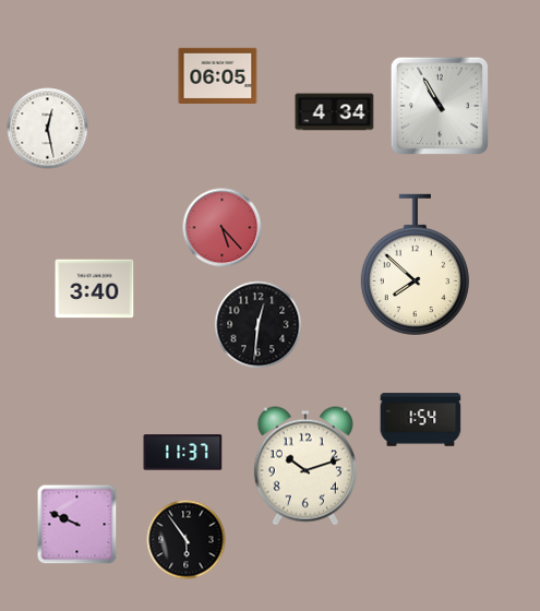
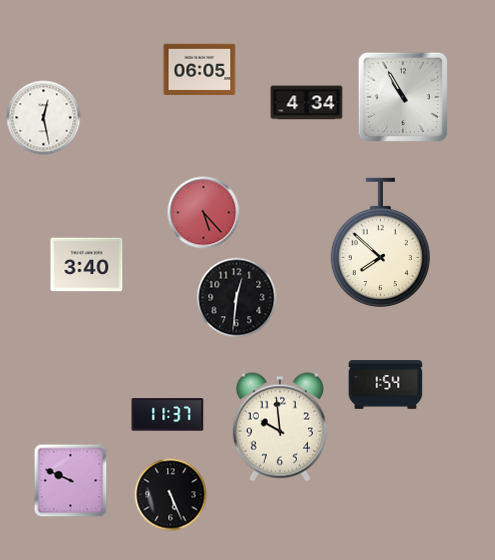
clock at (223, 228) position: (223, 228) -> (204, 213)
clock at (305, 466): 10:12 -> 9:59
clock at (187, 540): 5:54 -> 5:26
